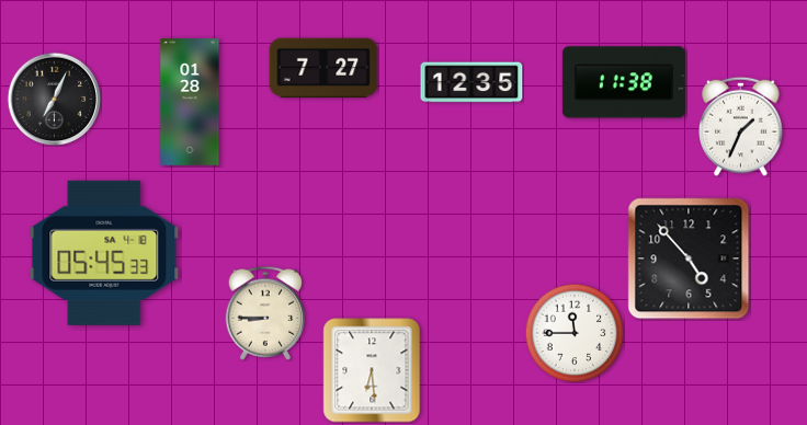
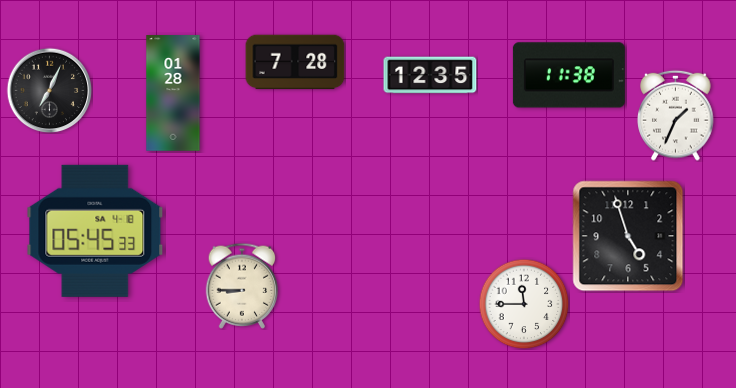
clock at (323, 68): 7:27 -> 7:28
clock at (689, 259): 4:53 -> 4:57
clock at (372, 370): 6:29 -> none
